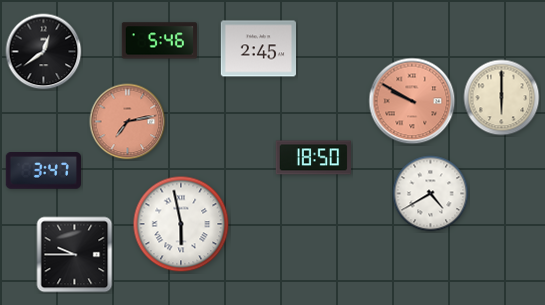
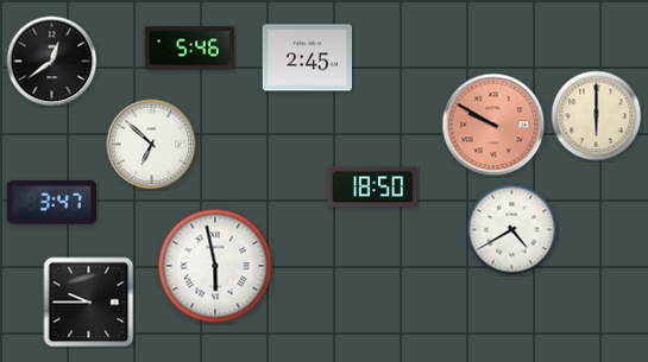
clock at (412, 101) position: (412, 101) -> (493, 125)
clock at (128, 122): 7:13 -> 6:52
clock at (128, 122) dial: salmon -> white
